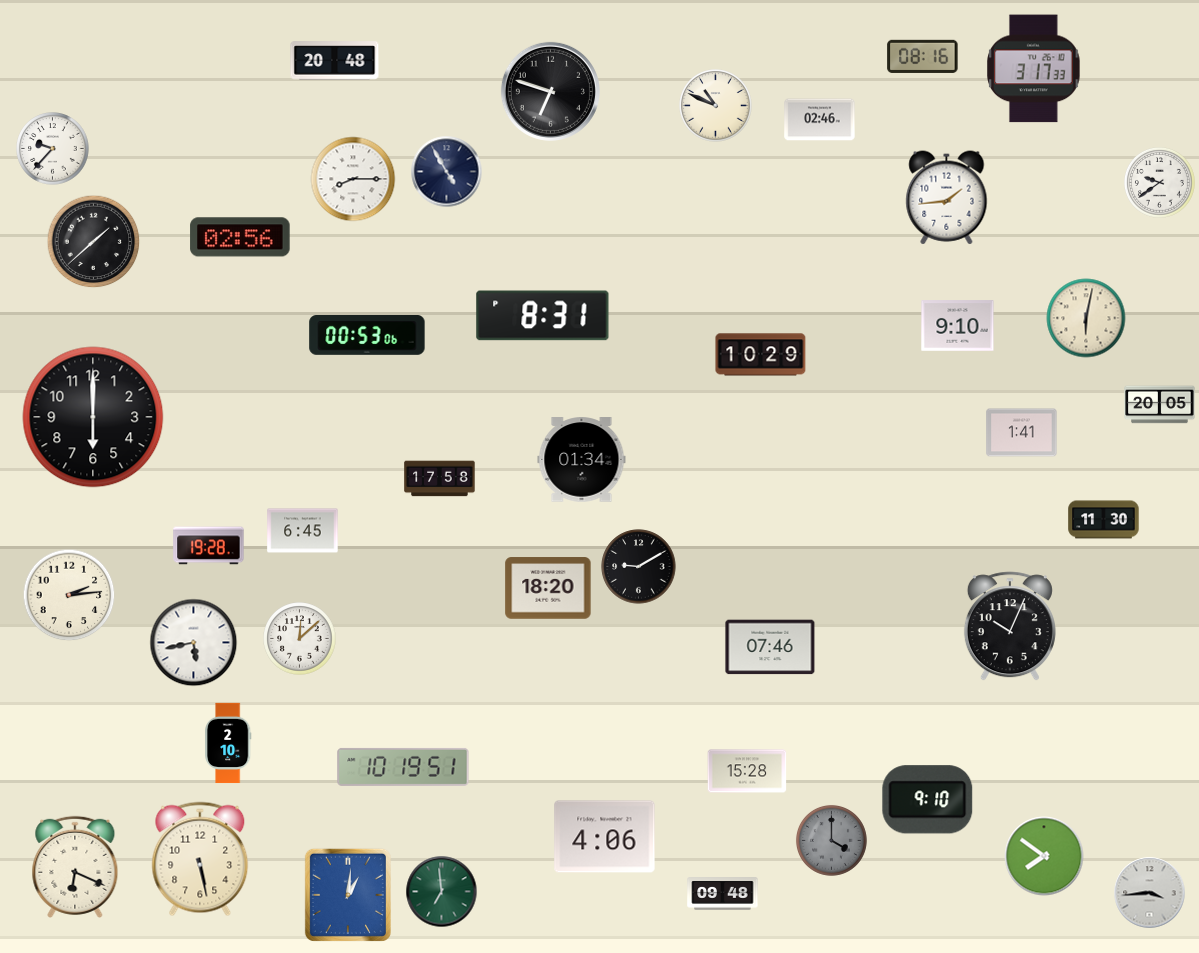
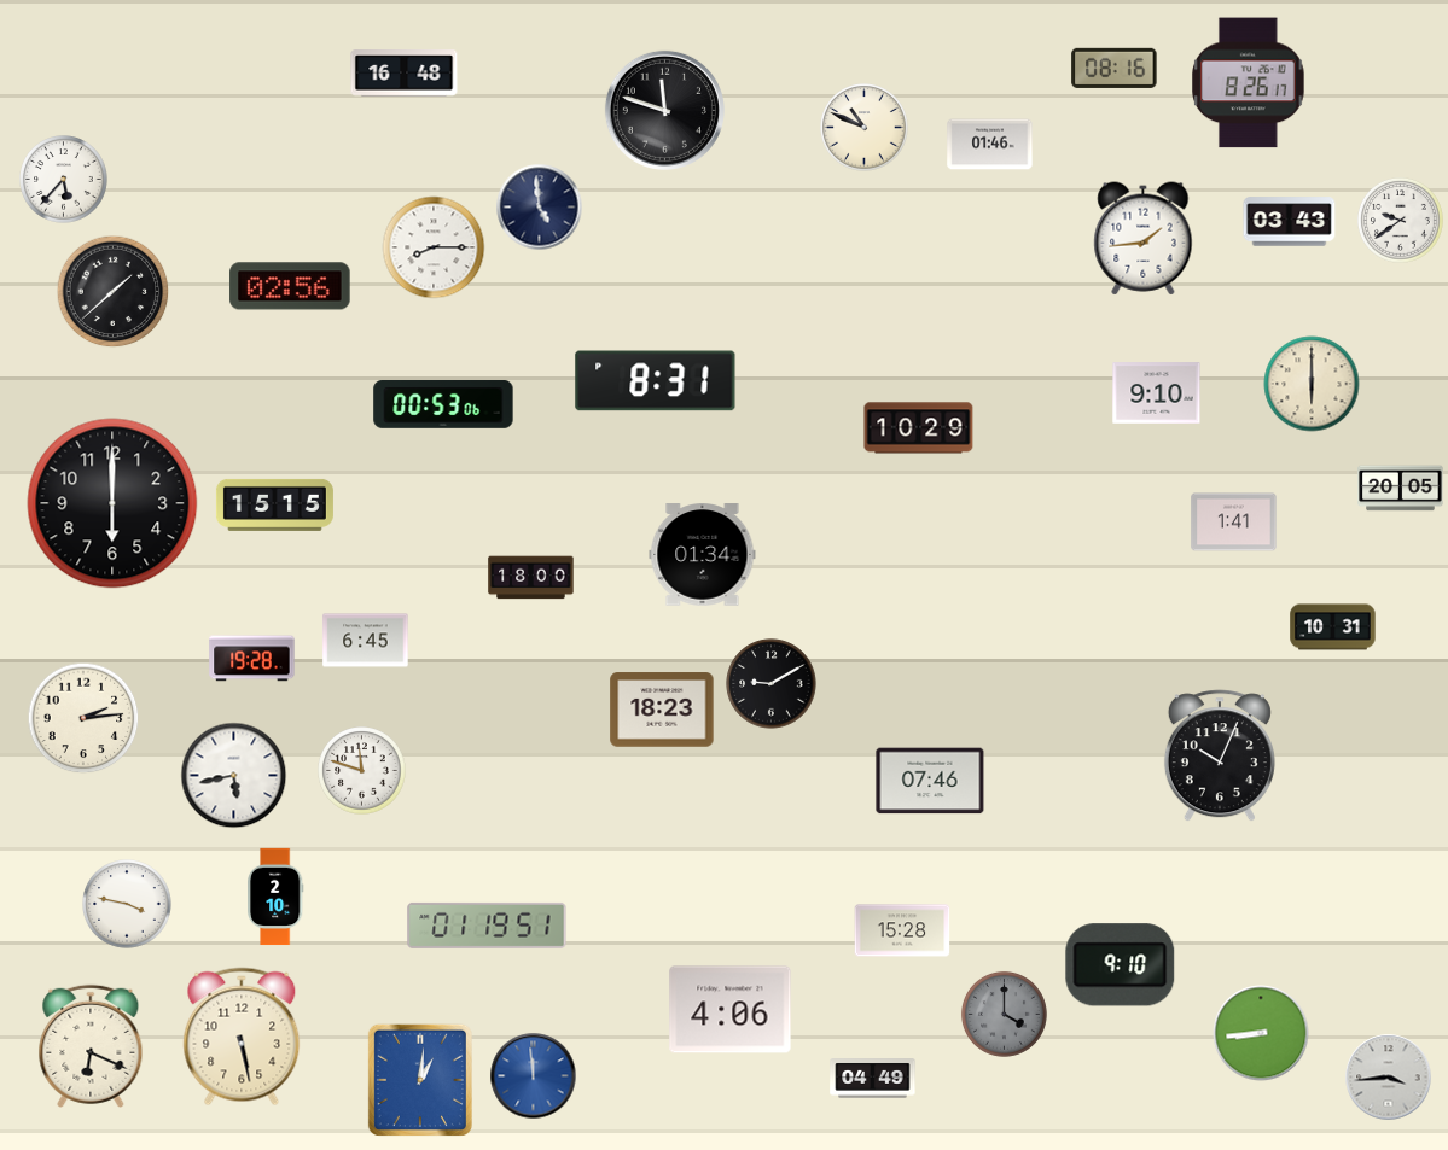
clock at (335, 61): 20:48 -> 16:48
clock at (1034, 69): 3:17 -> 8:26
clock at (550, 91): 6:48 -> 11:48
clock at (820, 120): 02:46 -> 01:46
clock at (53, 149): 9:37 -> 5:37
clock at (447, 172): 4:55 -> 4:59
clock at (353, 179) position: (353, 179) -> (434, 247)
clock at (1290, 222): none -> 03:43
clock at (1086, 318): 6:02 -> 6:00
clock at (274, 504): none -> 15:15
clock at (440, 479): 17:58 -> 18:00
clock at (1104, 520): 11:30 -> 10:31
clock at (548, 588): 18:20 -> 18:23
clock at (300, 639): 12:08 -> 11:48
clock at (127, 904): none -> 3:47
clock at (403, 767): 10:19 -> 01:19
clock at (1044, 856): 7:51 -> 8:44
clock at (442, 892): 6:59 -> 11:59
clock at (442, 892) dial: green -> blue
clock at (723, 894): 09:48 -> 04:49
